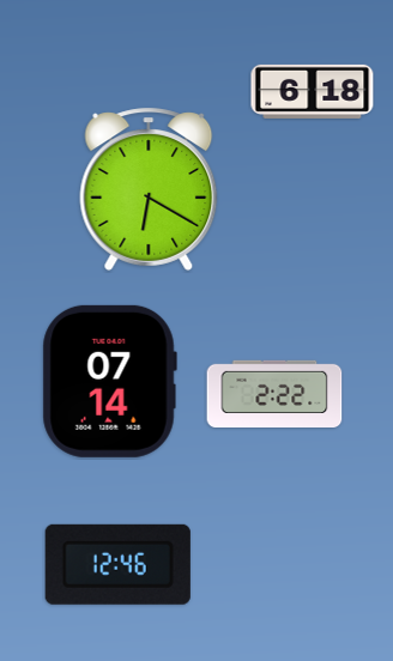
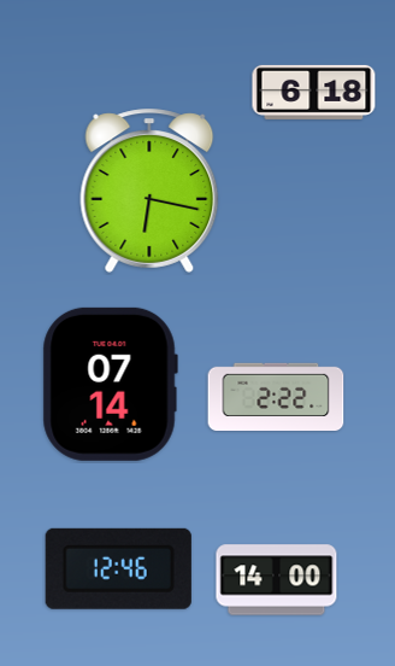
clock at (149, 189): 6:20 -> 6:17
clock at (277, 580): none -> 14:00
